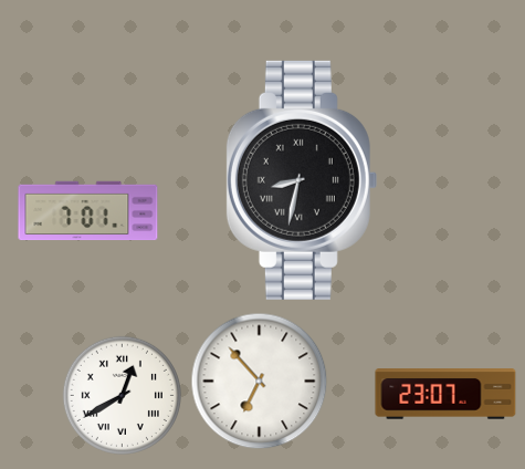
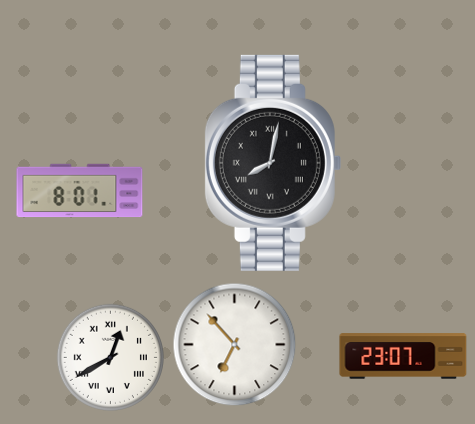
clock at (302, 180): 8:32 -> 8:02
clock at (88, 211): 7:01 -> 8:01
